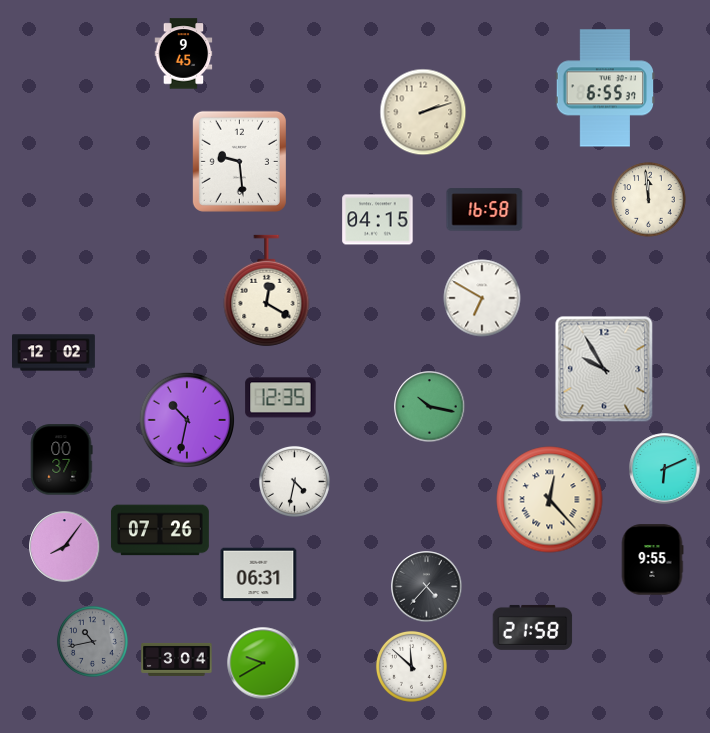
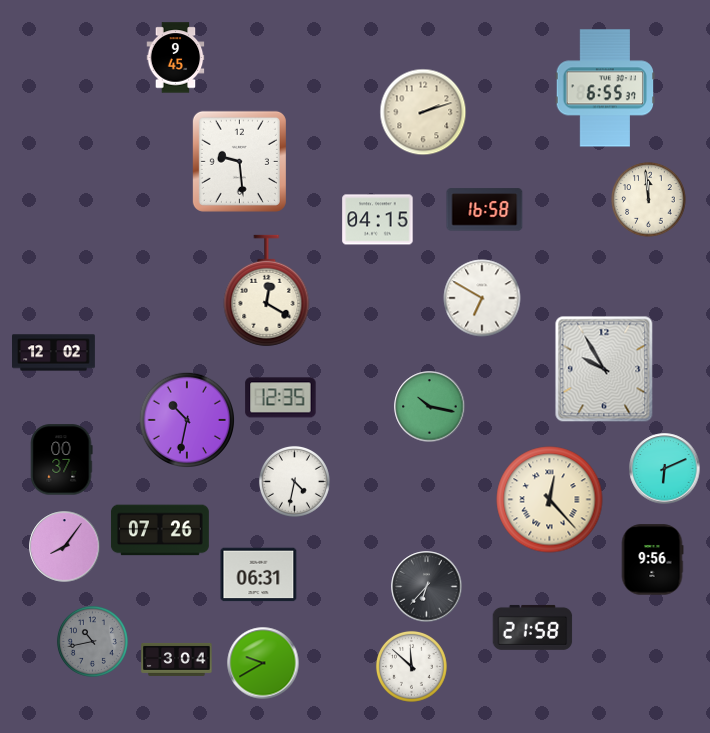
clock at (184, 54) position: (184, 54) -> (176, 58)
clock at (652, 560): 9:55 -> 9:56
clock at (427, 587): 4:37 -> 6:37
